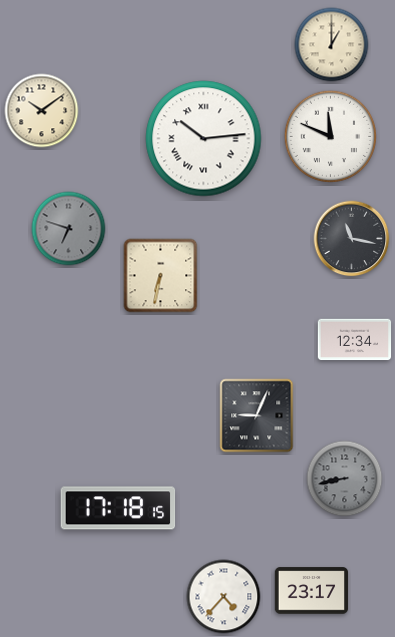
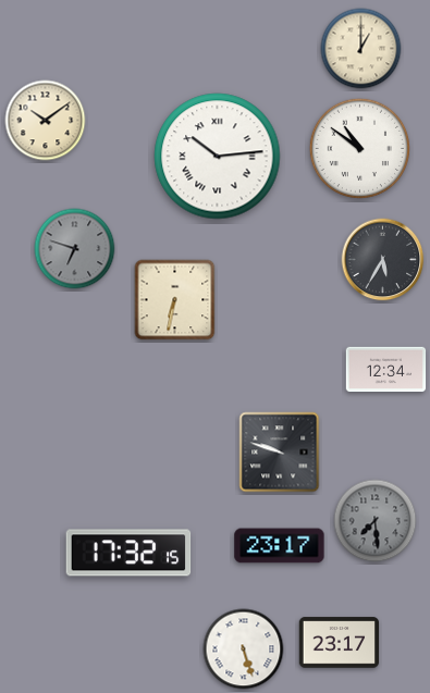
clock at (330, 136): 11:49 -> 10:51
clock at (204, 139) position: (204, 139) -> (218, 157)
clock at (352, 239): 11:17 -> 5:35
clock at (257, 416): 9:04 -> 9:48
clock at (345, 479): 8:43 -> 7:29
clock at (280, 546): none -> 23:17
clock at (118, 508): 17:18 -> 17:32
clock at (224, 597): 4:37 -> 5:27
